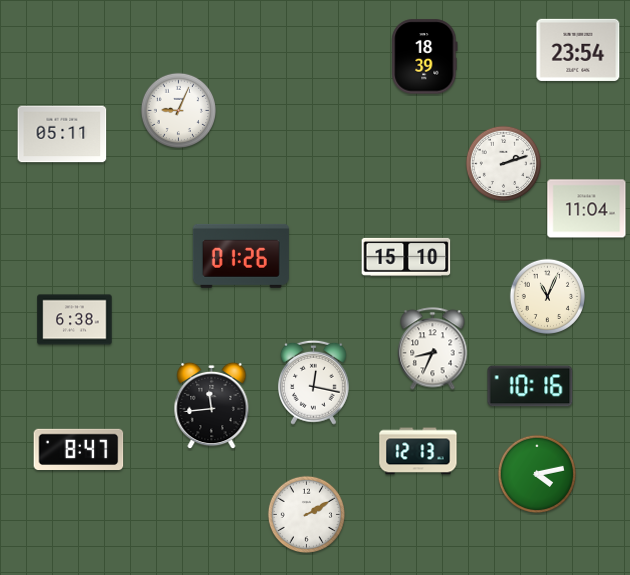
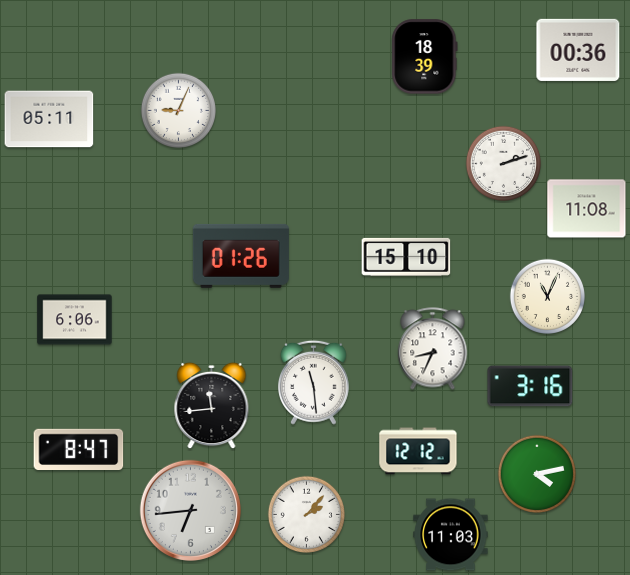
clock at (578, 50): 23:54 -> 00:36
clock at (62, 134) position: (62, 134) -> (49, 119)
clock at (587, 209): 11:04 -> 11:08
clock at (75, 320): 6:38 -> 6:06
clock at (313, 382): 12:17 -> 11:29
clock at (530, 386): 10:16 -> 3:16
clock at (418, 451): 12:13 -> 12:12
clock at (190, 510): none -> 6:44
clock at (306, 514): 2:10 -> 2:07
clock at (451, 535): none -> 11:03
